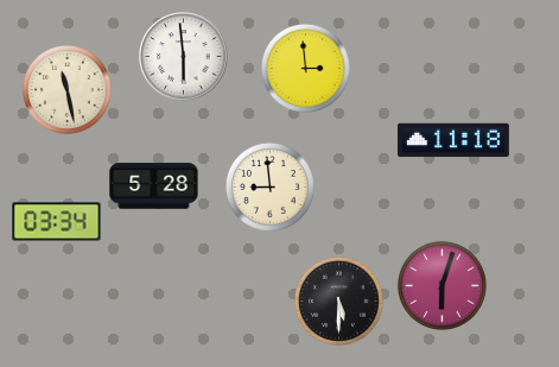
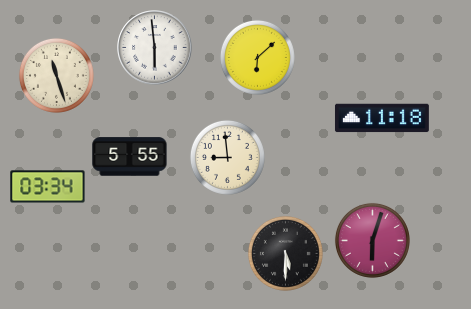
clock at (305, 68): 2:59 -> 6:08
clock at (66, 89): 11:28 -> 11:27
clock at (154, 186): 5:28 -> 5:55
